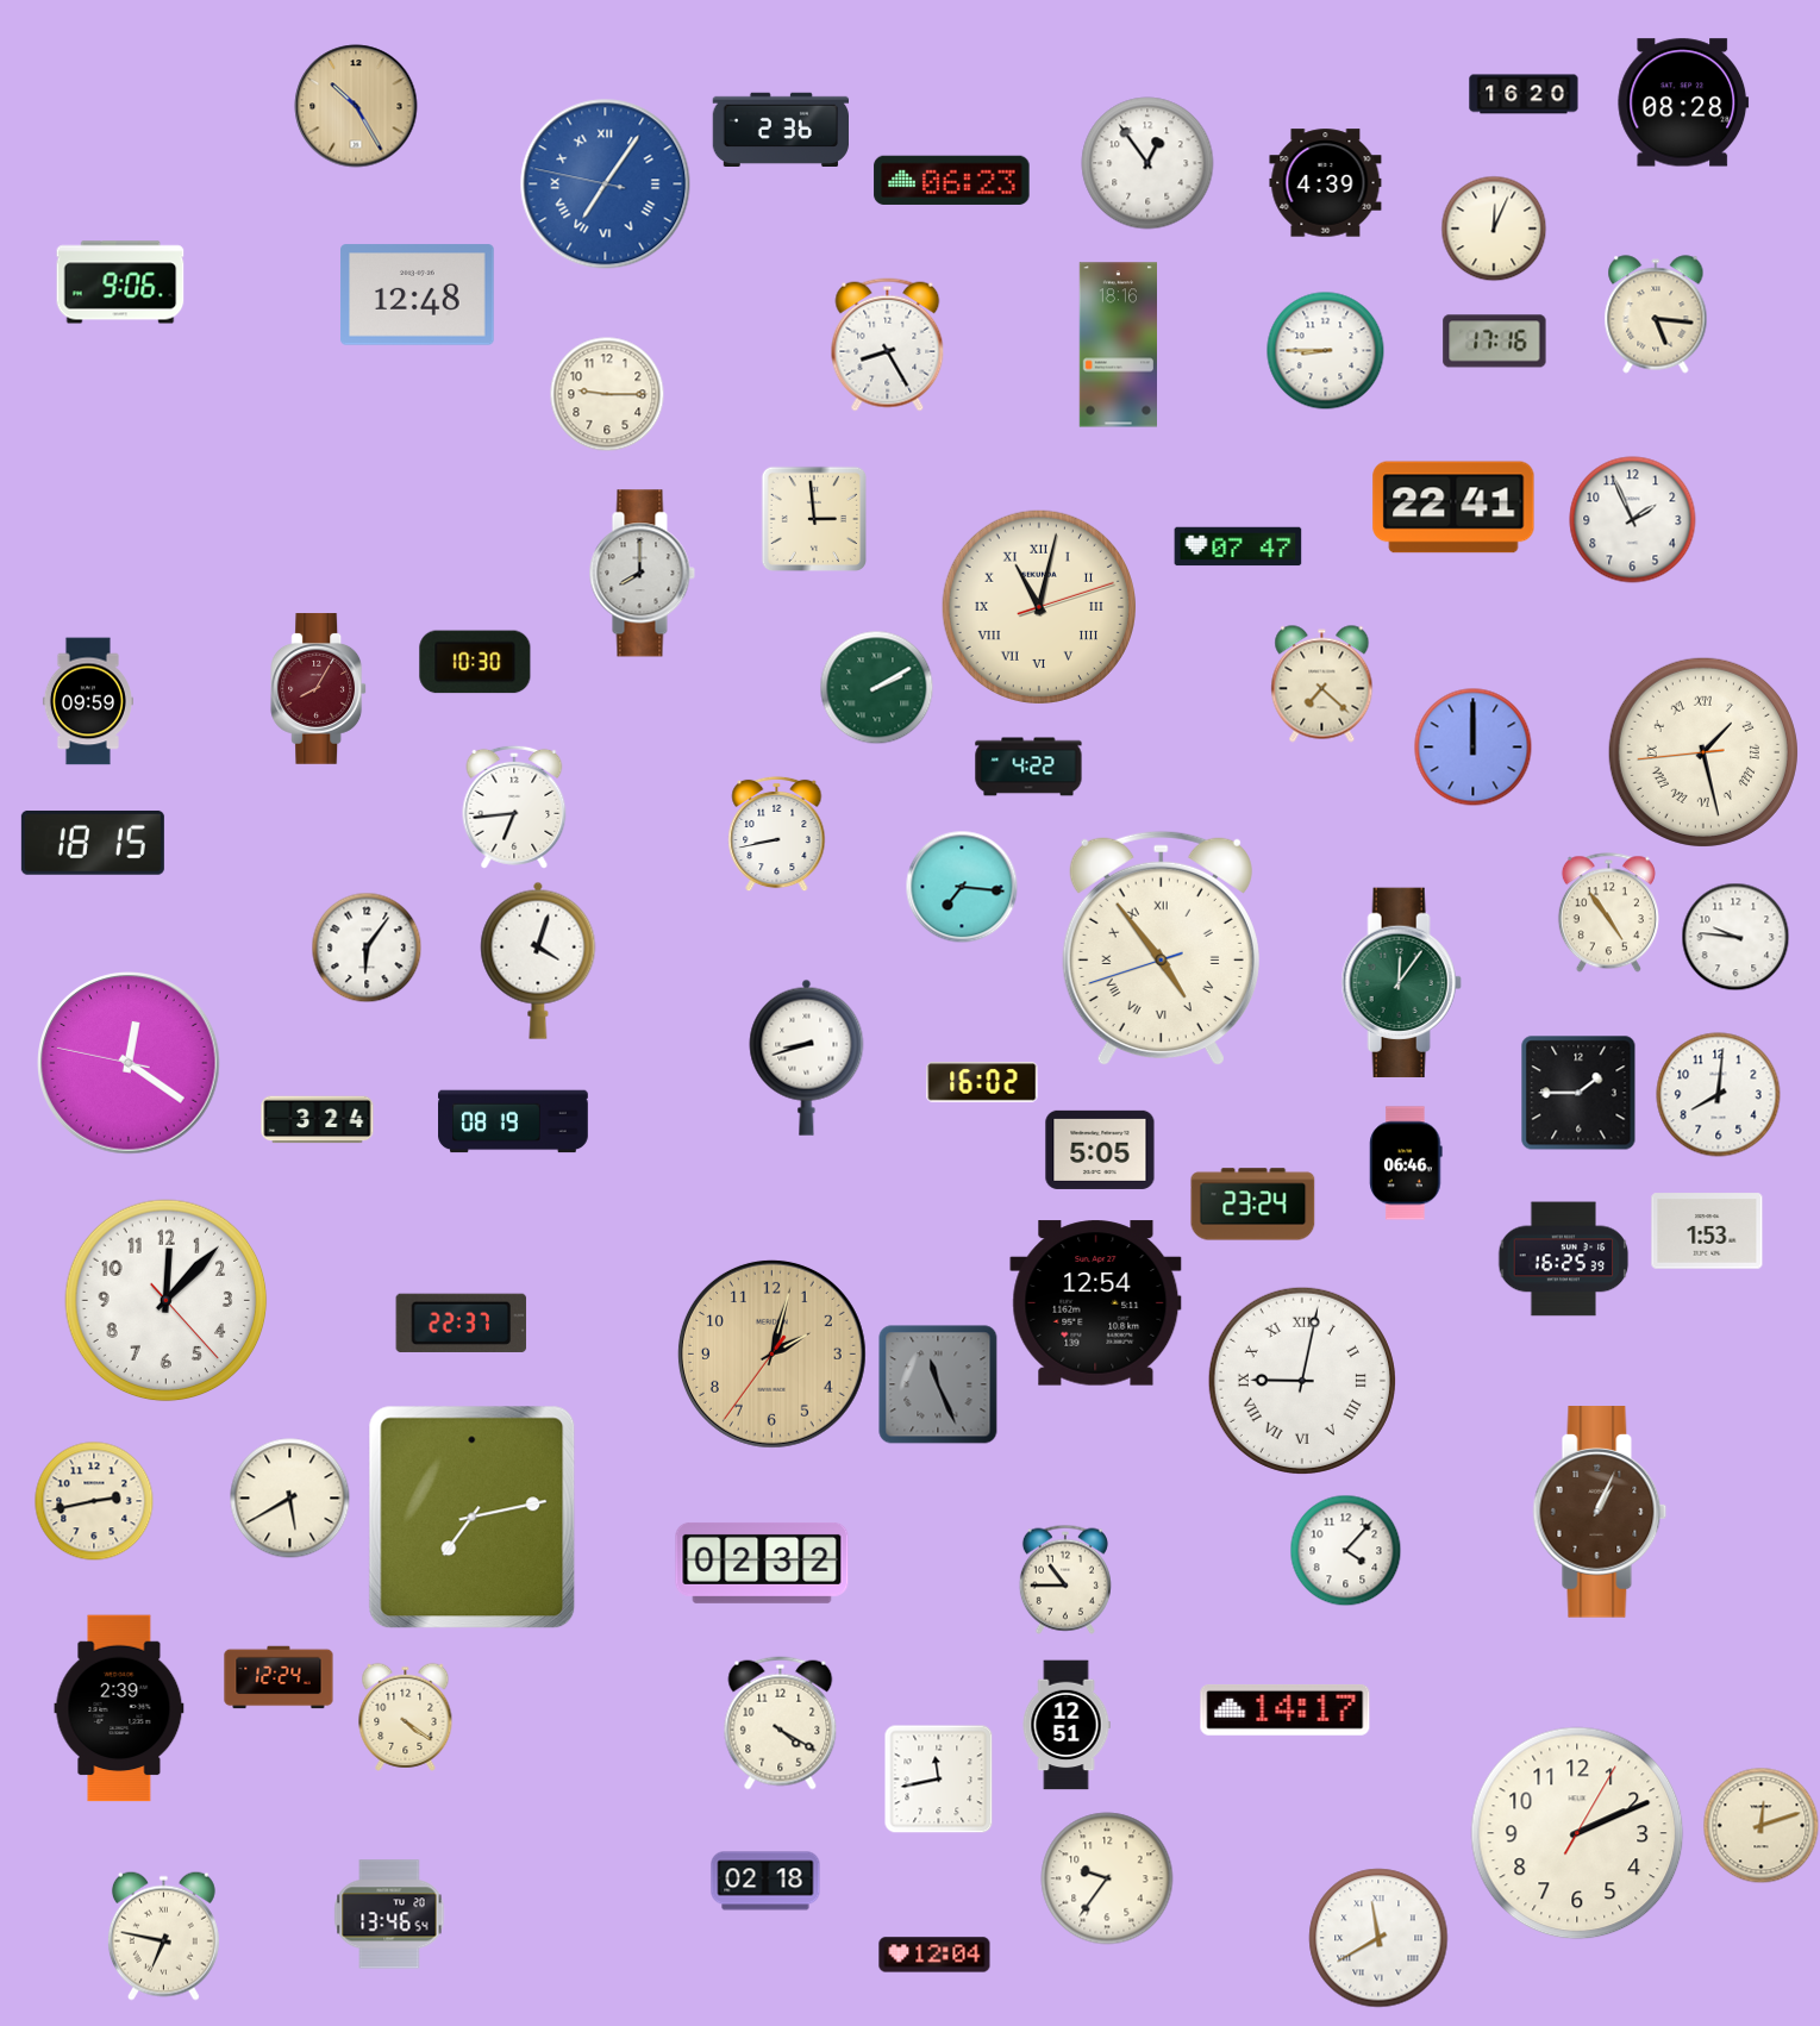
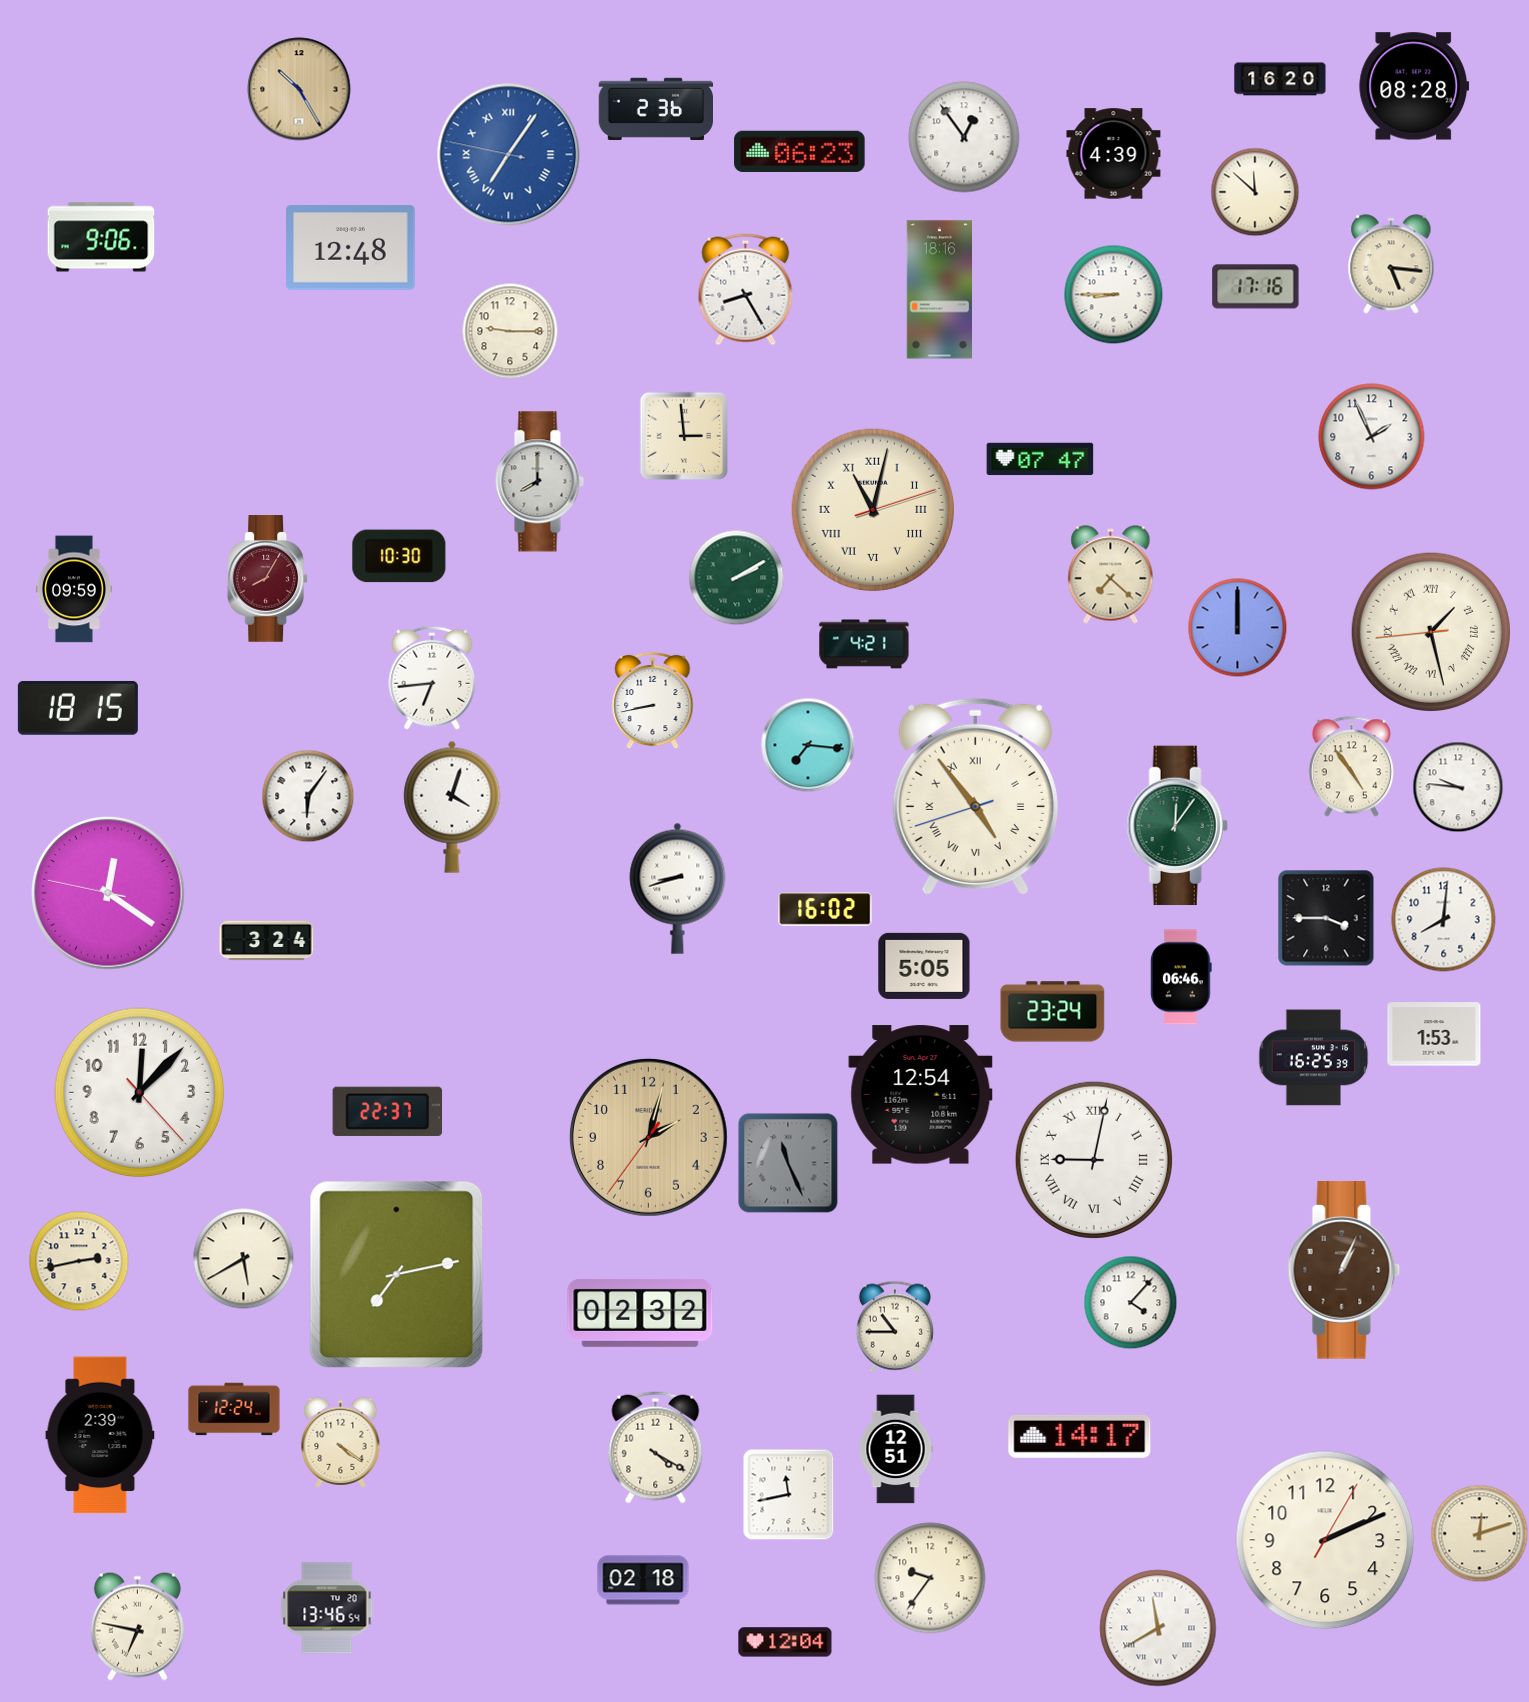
clock at (1494, 229): 12:04 -> 11:52
clock at (1453, 507): 22:41 -> none
clock at (1028, 767): 4:22 -> 4:21
clock at (1578, 1093): 1:45 -> 3:45
clock at (513, 1121): 08:19 -> none
